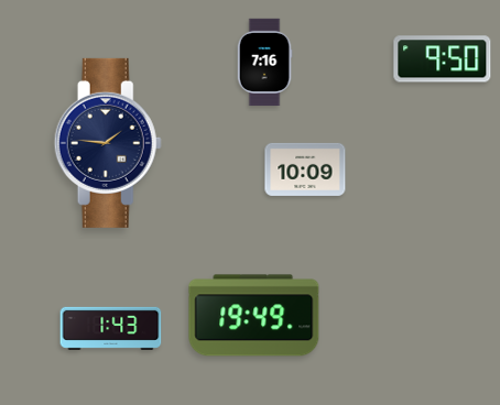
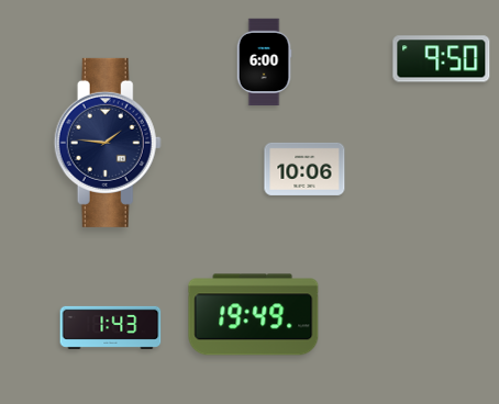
clock at (264, 63): 7:16 -> 6:00
clock at (305, 169): 10:09 -> 10:06
